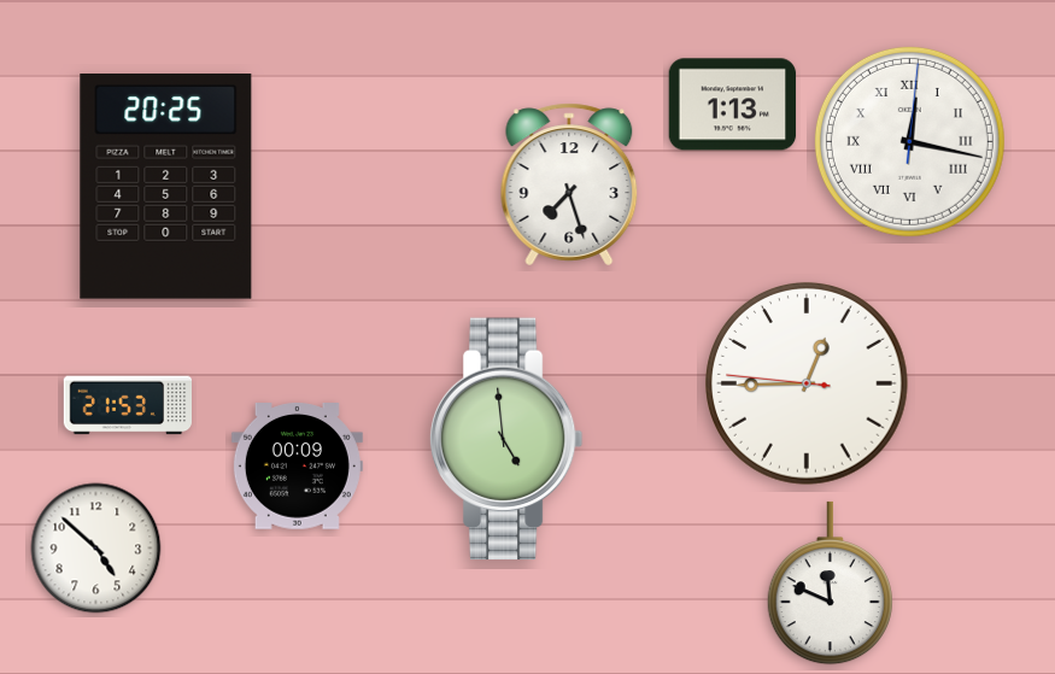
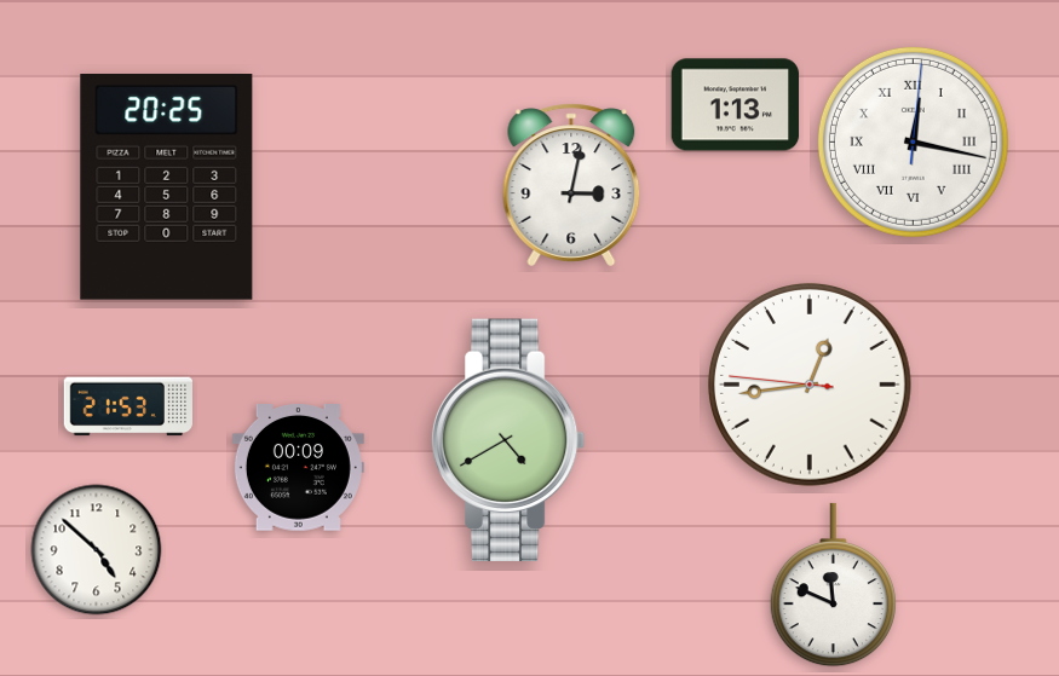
clock at (569, 184): 7:27 -> 3:02
clock at (808, 385): 12:44 -> 12:43
clock at (506, 439): 4:59 -> 4:40
